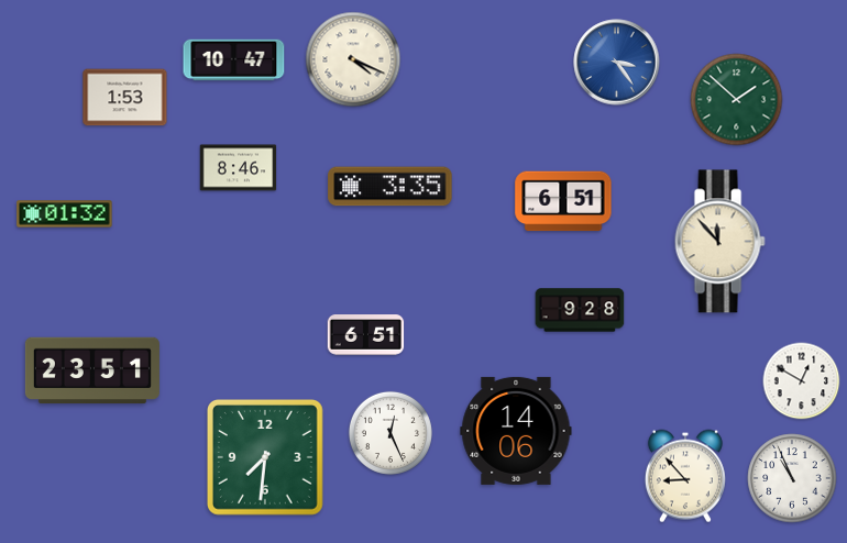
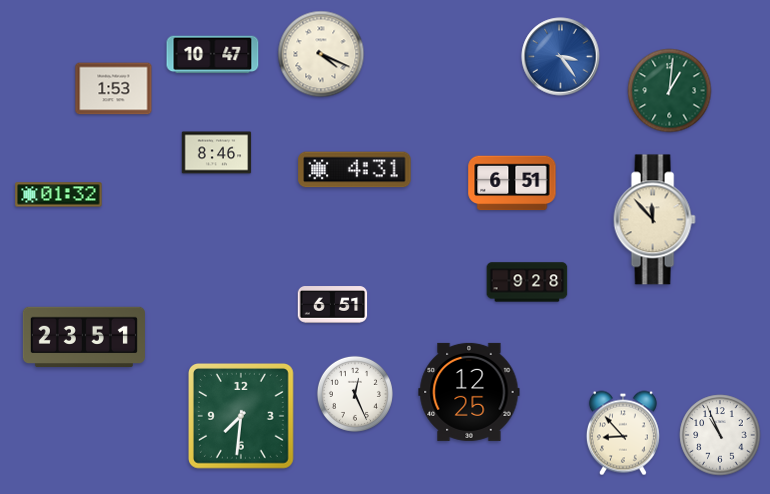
clock at (737, 100): 1:52 -> 1:01
clock at (391, 187): 3:35 -> 4:31
clock at (802, 381): 12:50 -> none
clock at (516, 431): 14:06 -> 12:25
